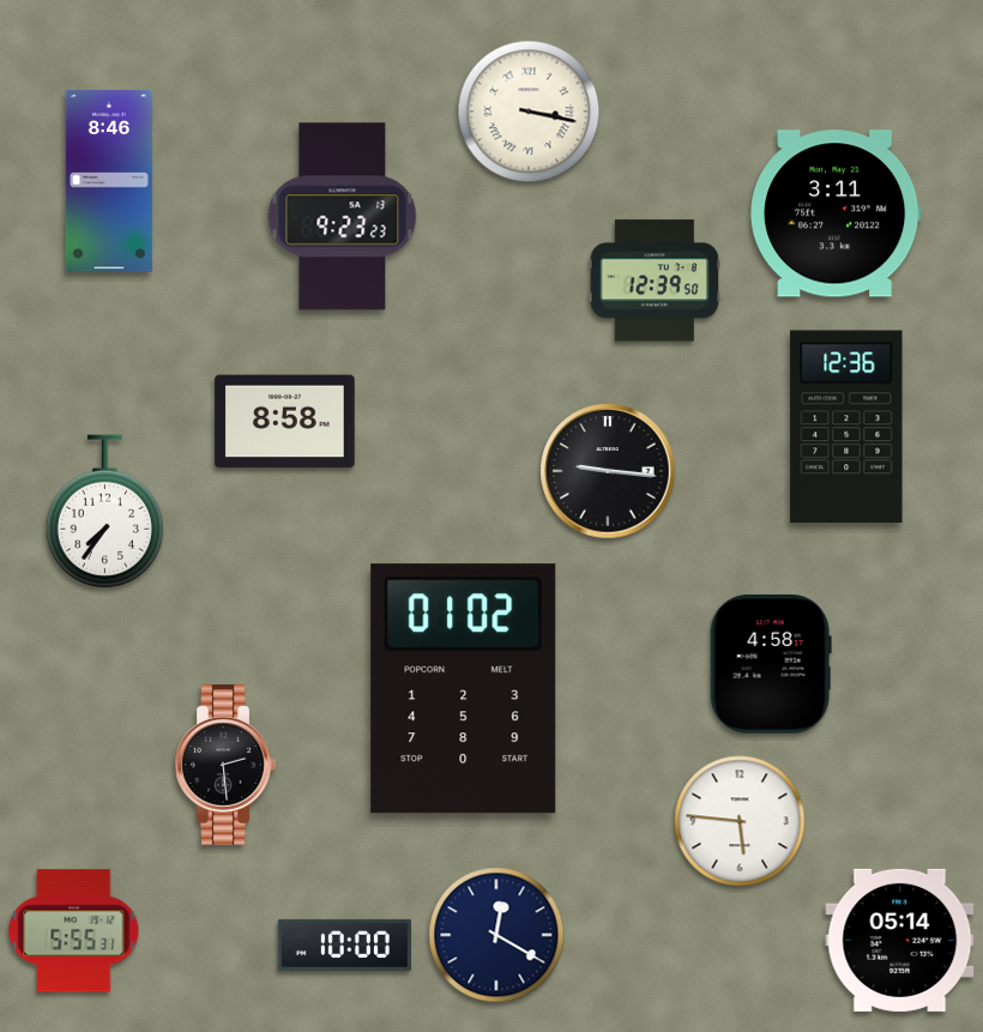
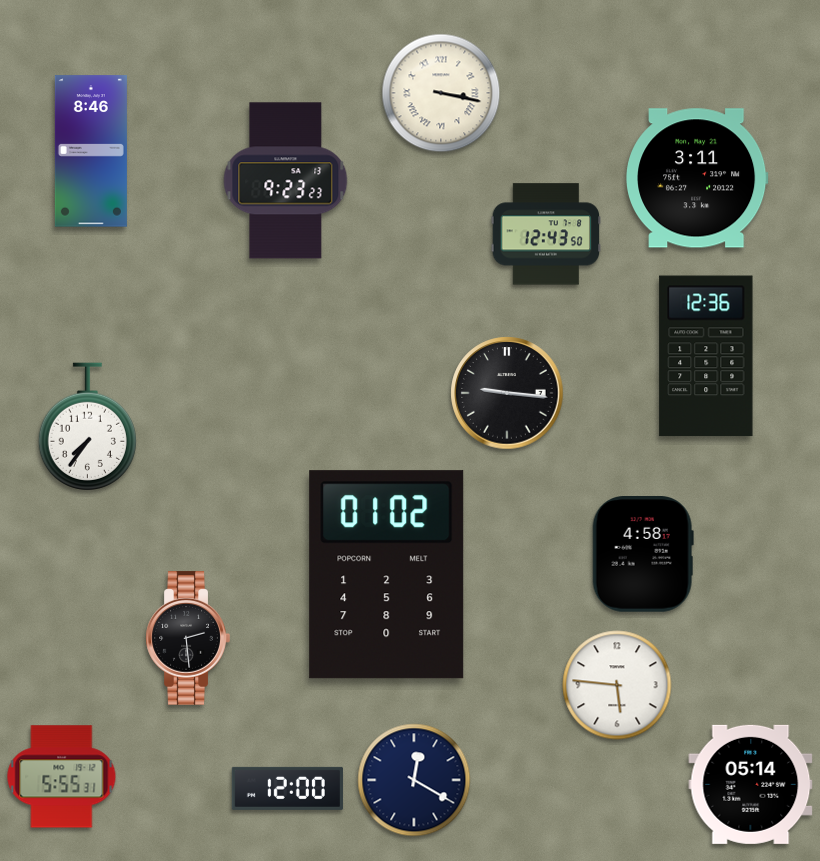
clock at (655, 280): 12:39 -> 12:43
clock at (285, 422): 8:58 -> none
clock at (344, 945): 10:00 -> 12:00
